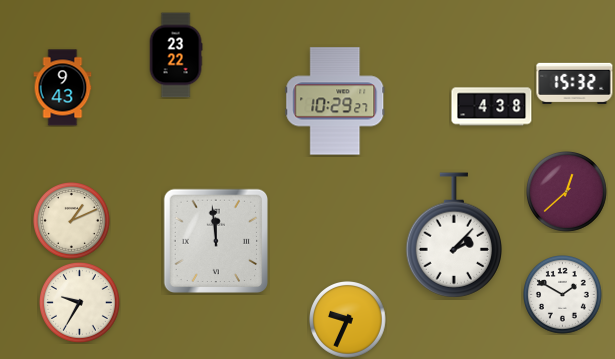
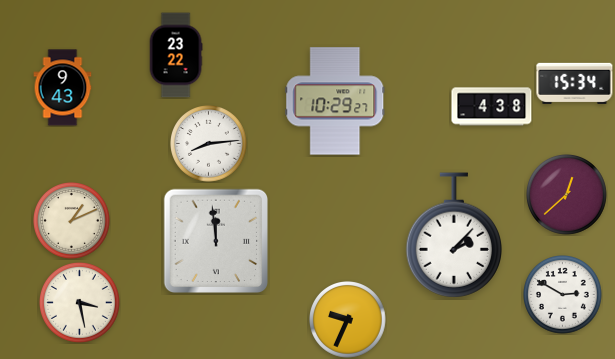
clock at (575, 83): 15:32 -> 15:34
clock at (209, 144): none -> 8:14
clock at (567, 192) position: (567, 192) -> (567, 195)
clock at (563, 295): 1:50 -> 2:50
clock at (80, 303): 9:35 -> 3:28
